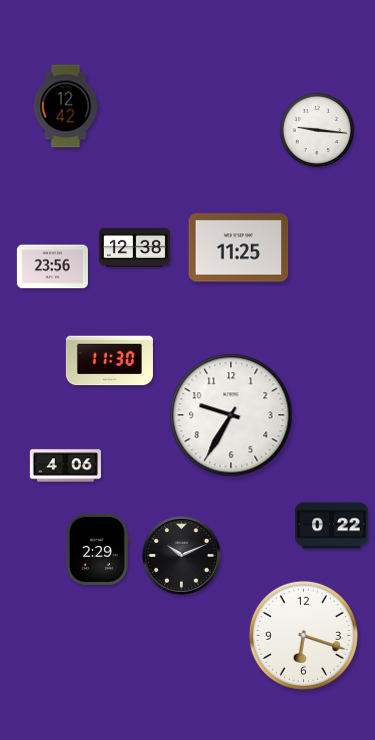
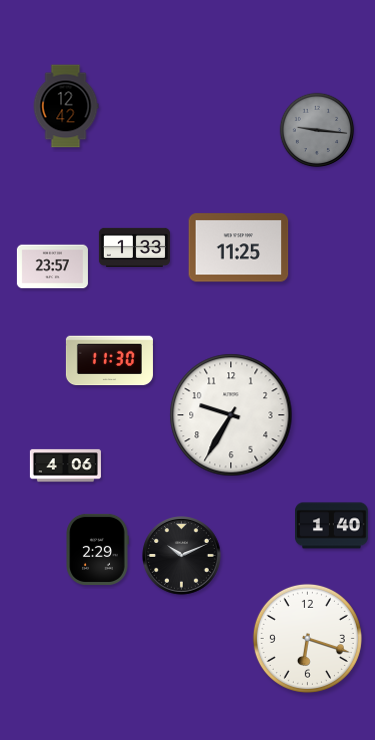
clock at (317, 130) dial: white -> grey
clock at (134, 247): 12:38 -> 1:33
clock at (52, 267): 23:56 -> 23:57
clock at (332, 526): 0:22 -> 1:40
clock at (303, 635) position: (303, 635) -> (307, 638)
